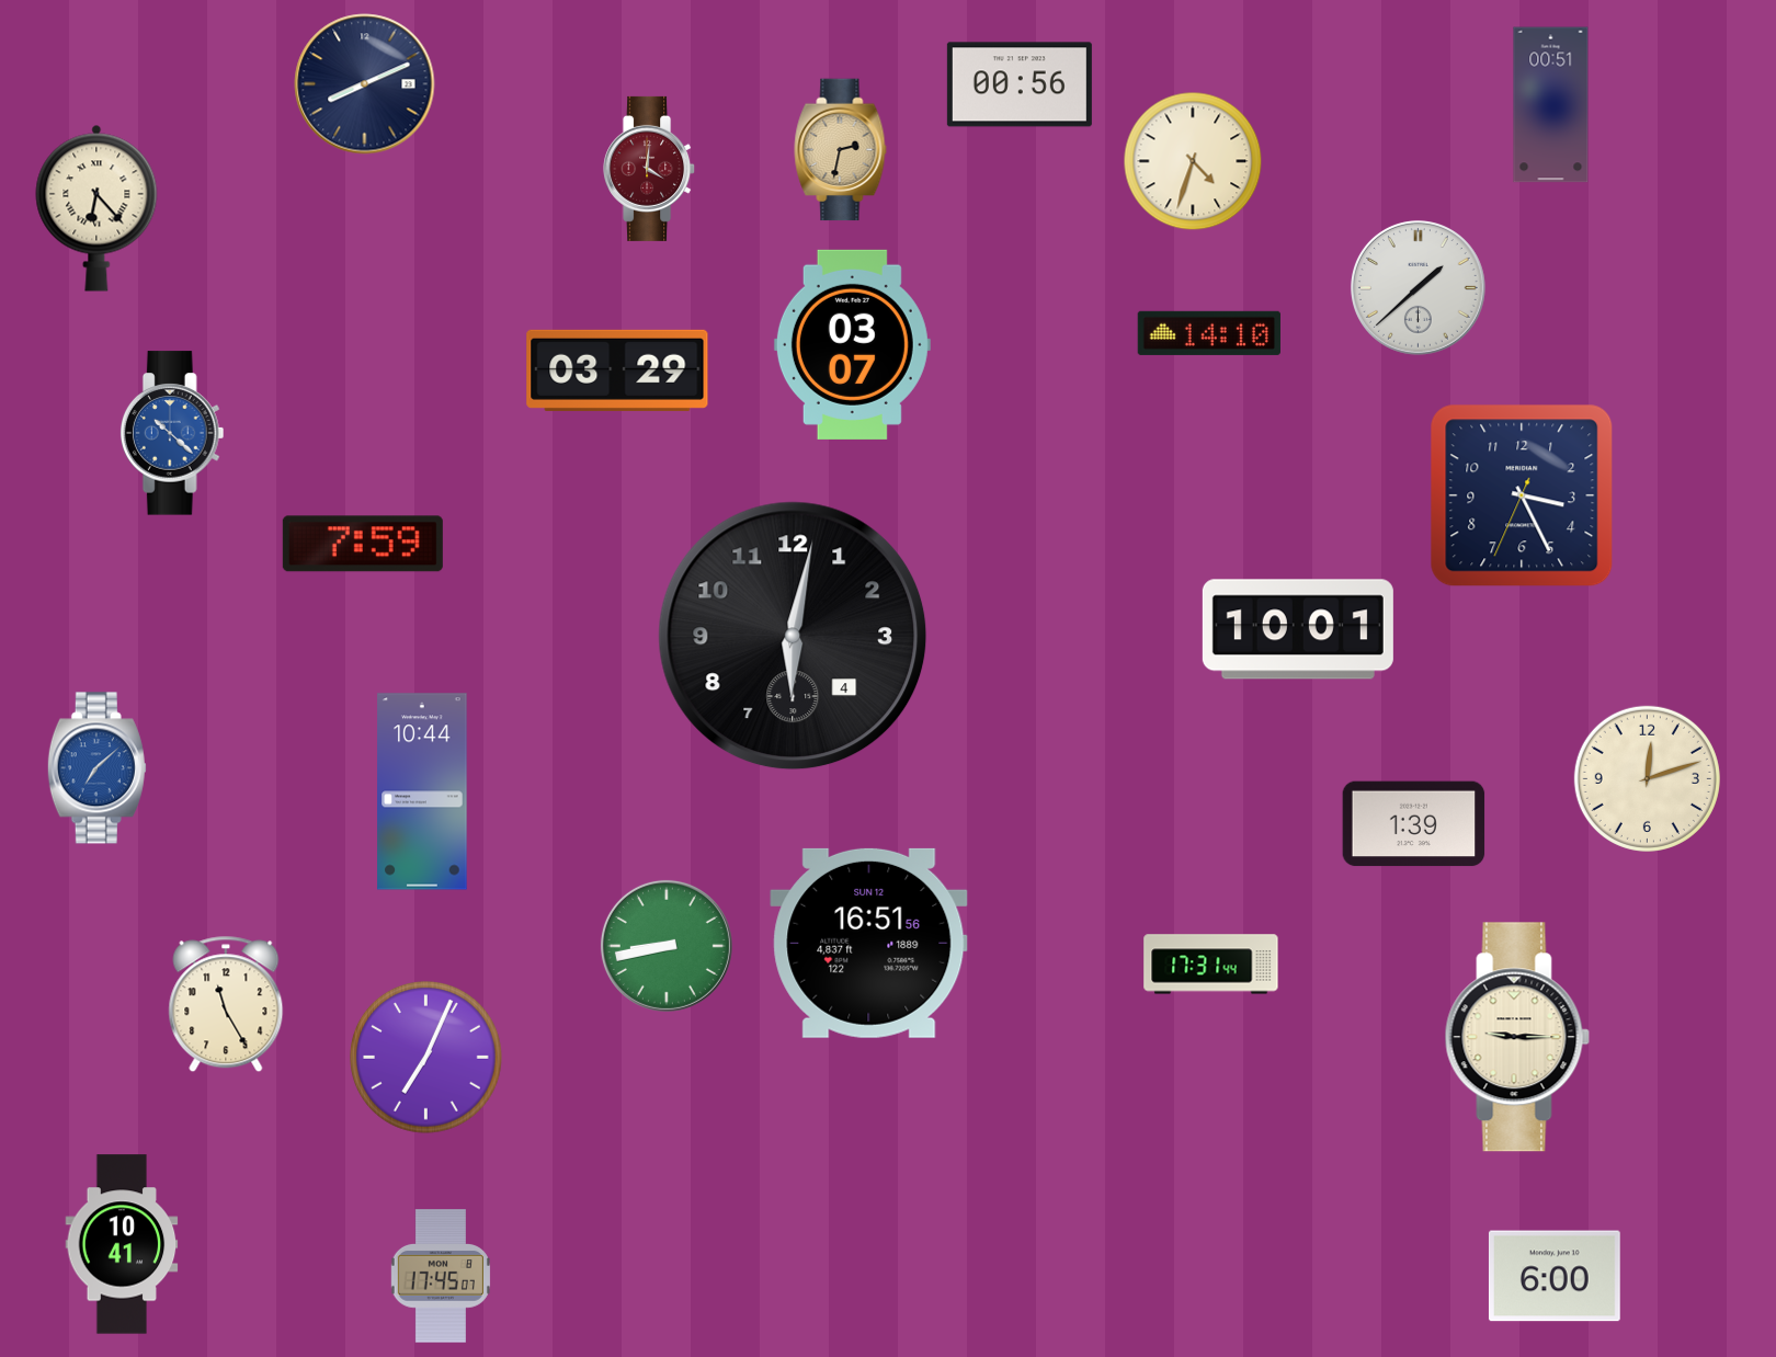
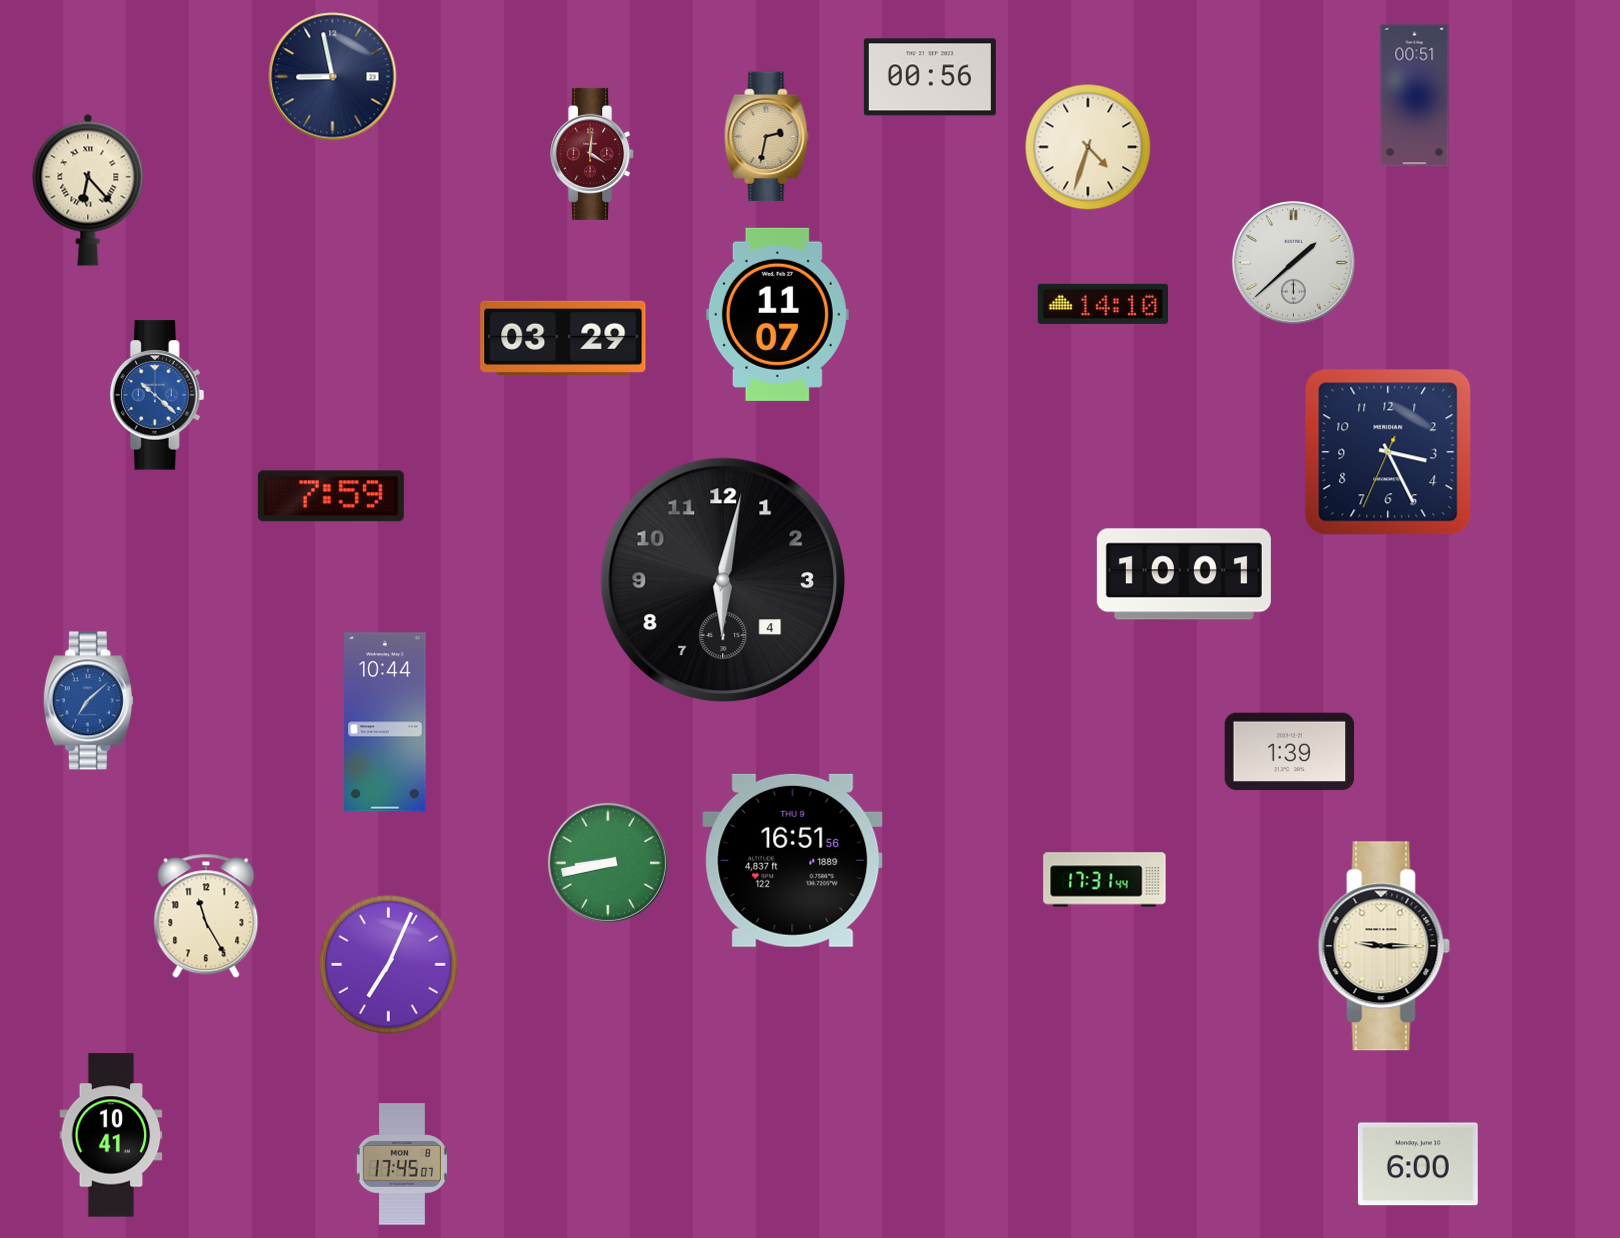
clock at (365, 84): 8:11 -> 8:58
clock at (852, 344): 03:07 -> 11:07
clock at (1647, 778): 12:12 -> none
clock at (869, 943) date: SUN 12 -> THU 9
